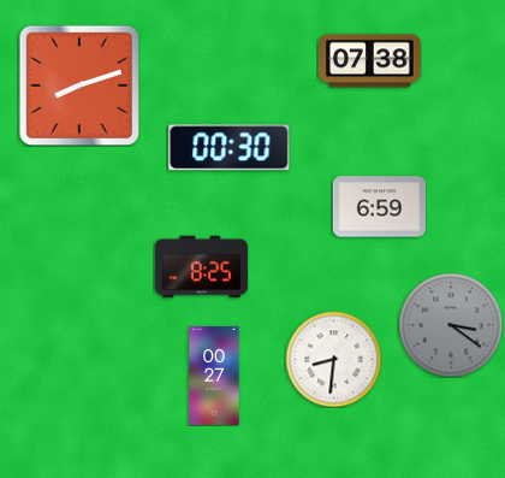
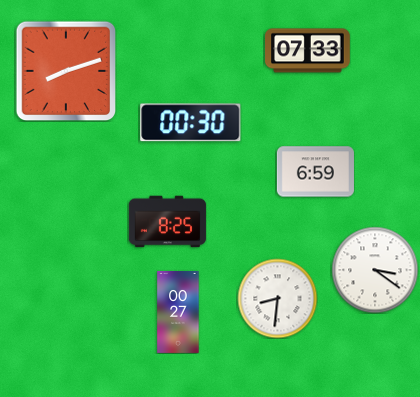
clock at (370, 61): 07:38 -> 07:33
clock at (451, 325) dial: grey -> white
